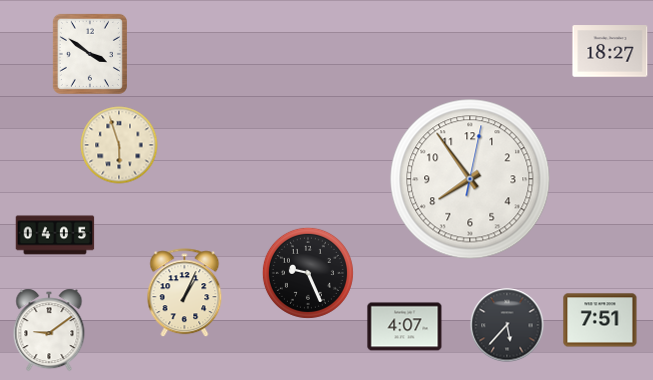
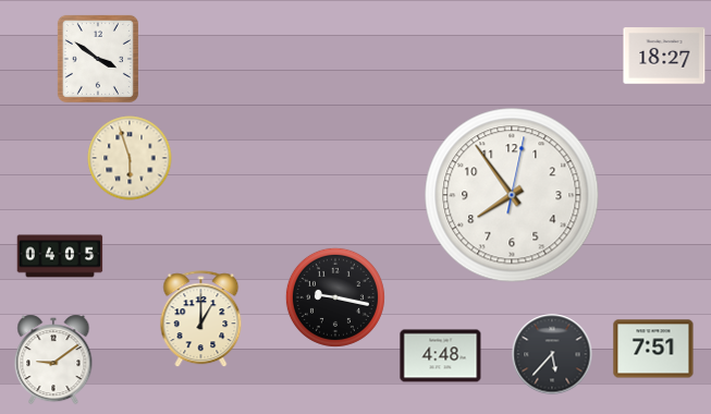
clock at (308, 273): 9:26 -> 9:17
clock at (185, 293): 1:04 -> 1:00
clock at (405, 327): 4:07 -> 4:48
